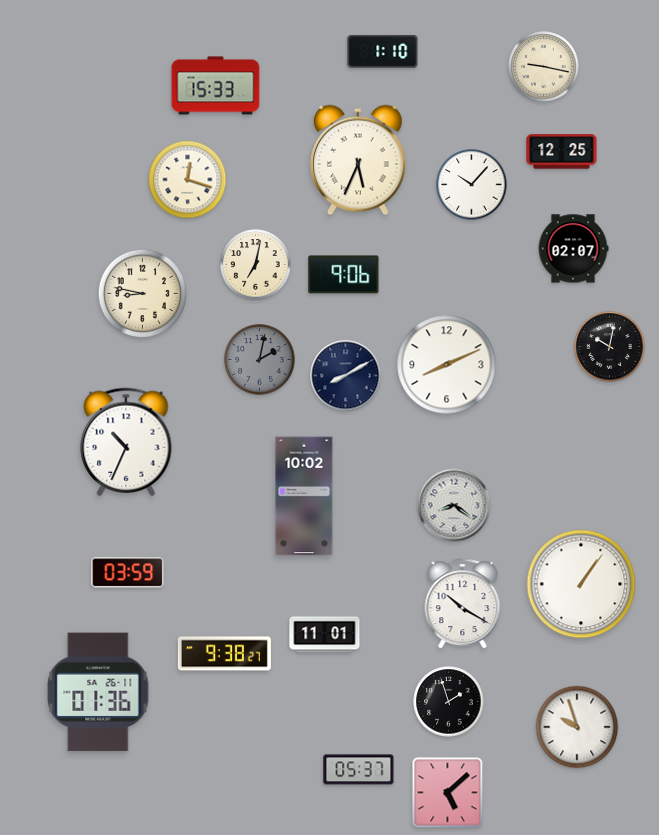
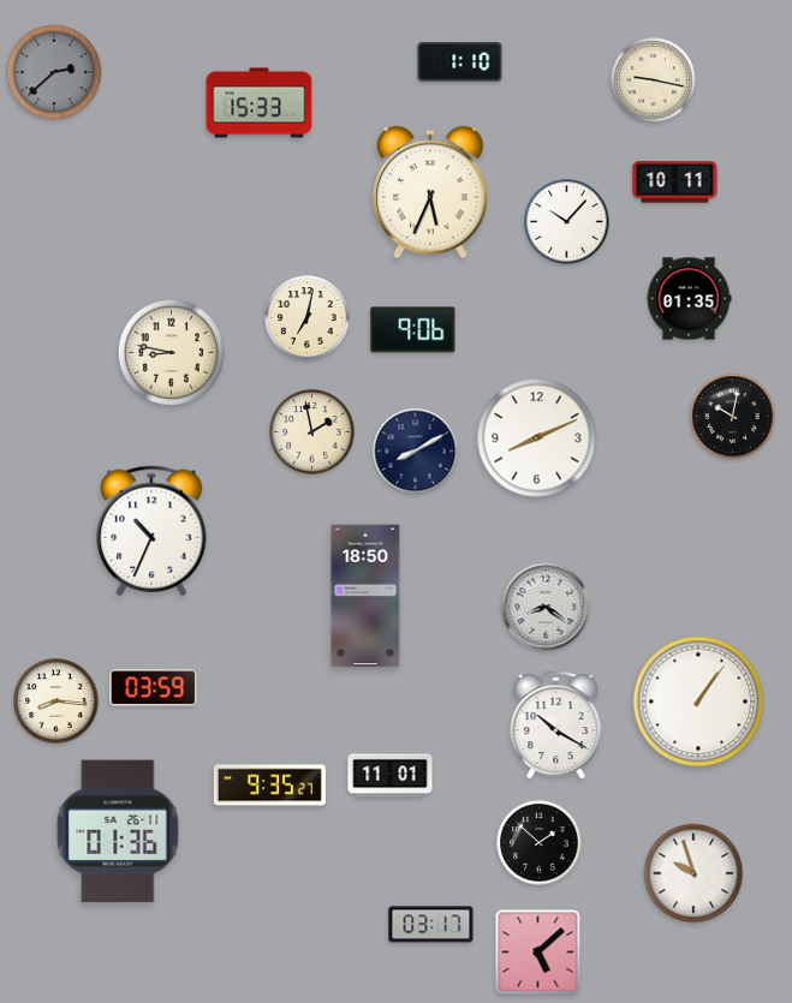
clock at (54, 72): none -> 2:38
clock at (562, 152): 12:25 -> 10:11
clock at (188, 180): 12:18 -> none
clock at (573, 249): 02:07 -> 01:35
clock at (260, 360): 2:02 -> 1:58
clock at (260, 360) dial: grey -> cream
clock at (304, 496): 10:02 -> 18:50
clock at (56, 701): none -> 8:16
clock at (325, 635) position: (325, 635) -> (391, 776)
clock at (224, 654): 9:38 -> 9:35
clock at (449, 702): 1:57 -> 1:52
clock at (359, 770): 05:37 -> 03:17
